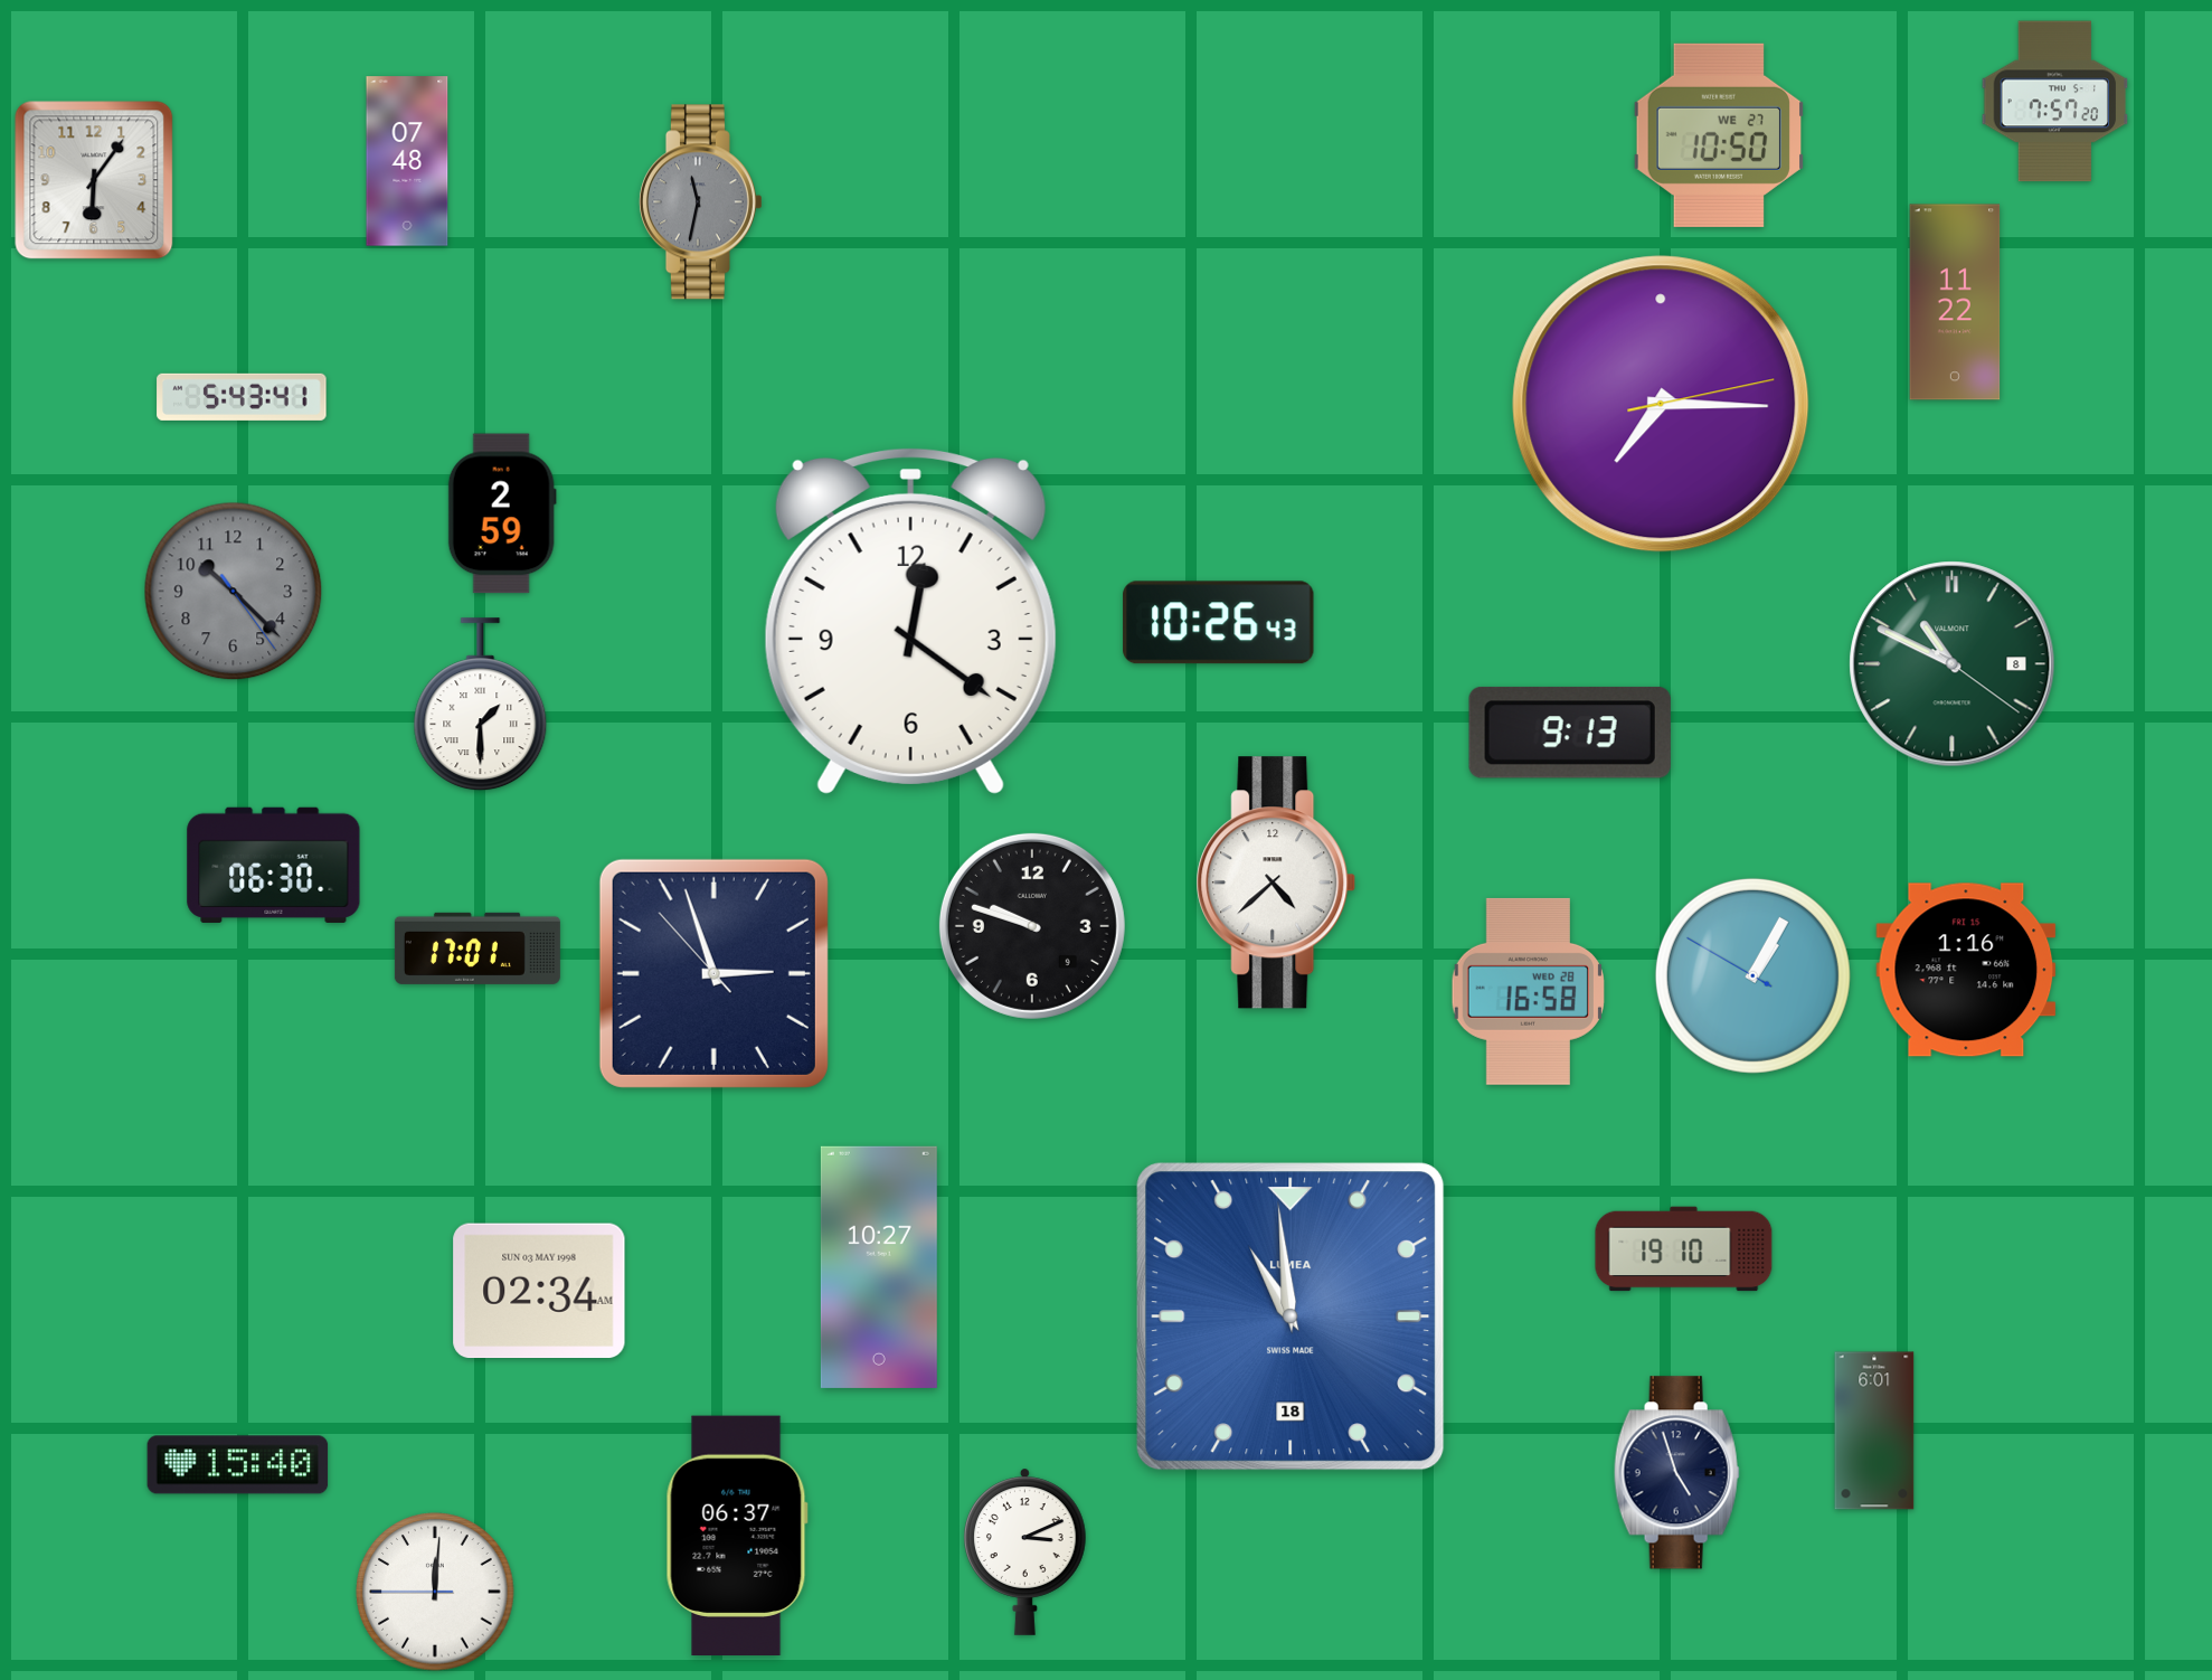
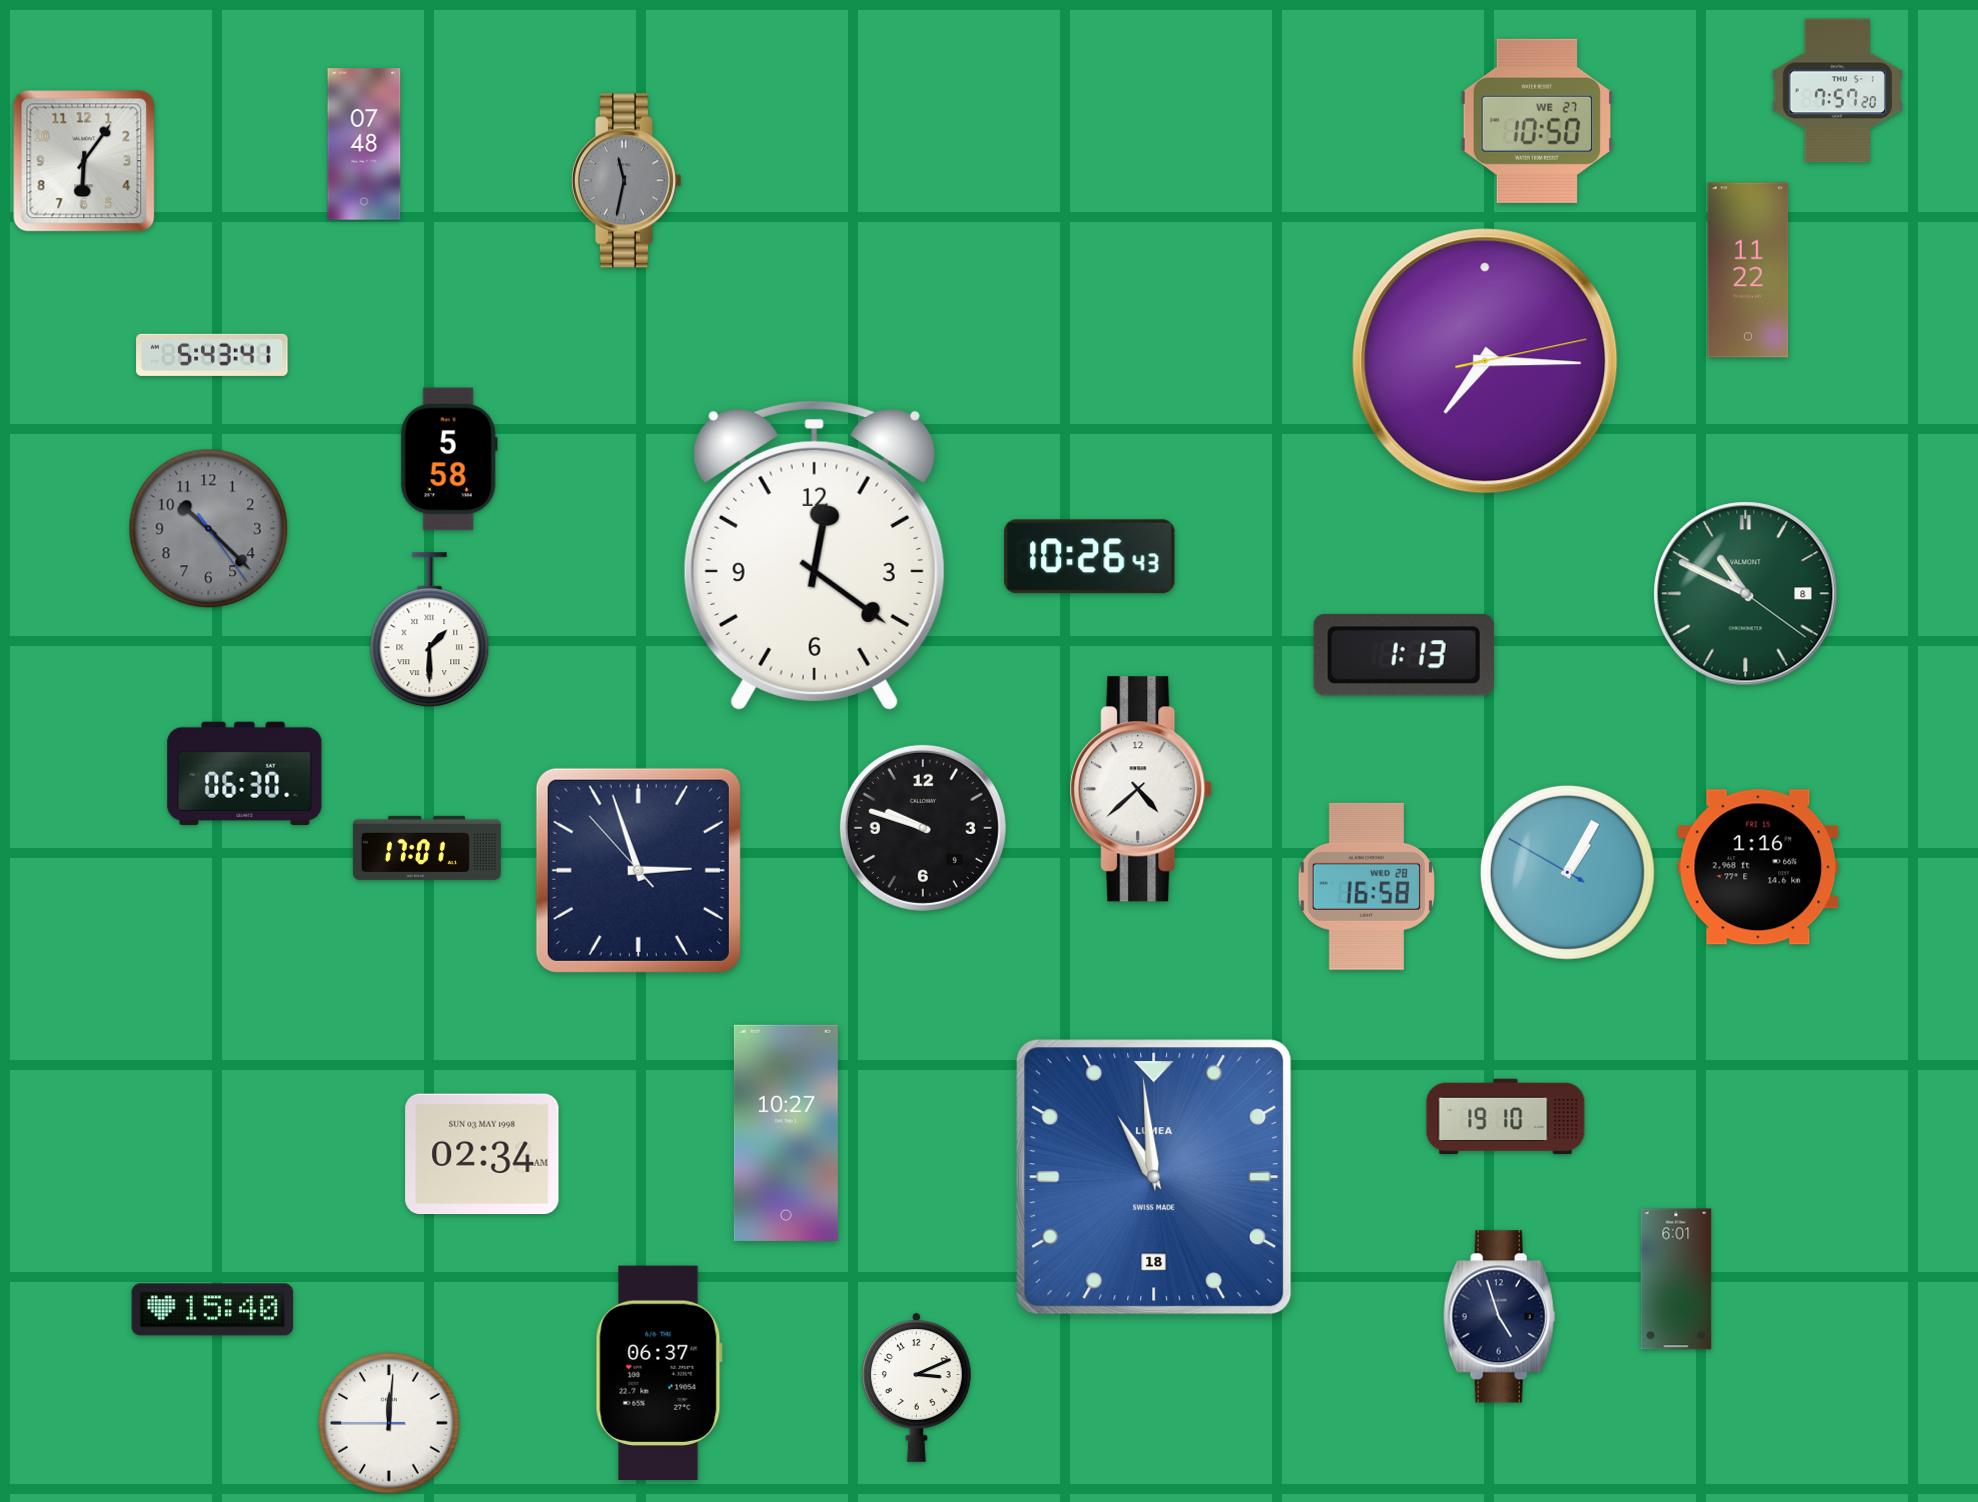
clock at (242, 397) position: (242, 397) -> (212, 355)
clock at (502, 513): 2:59 -> 5:58
clock at (1570, 733): 9:13 -> 1:13
